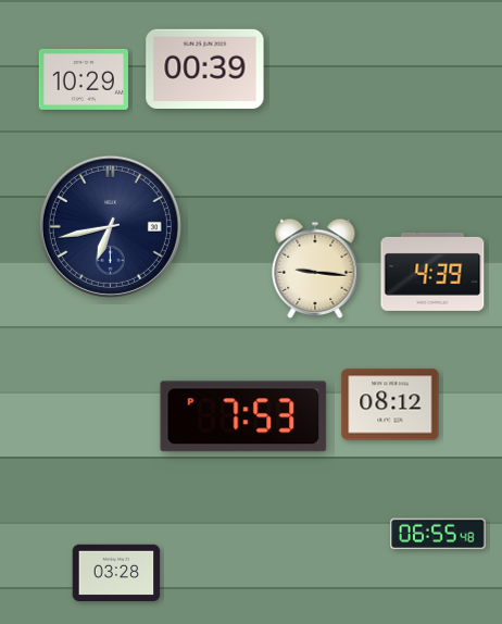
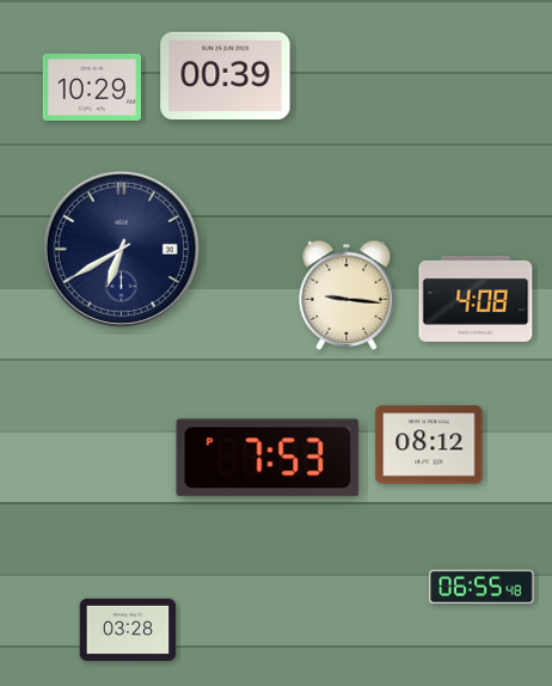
clock at (110, 226): 6:43 -> 6:40
clock at (432, 272): 4:39 -> 4:08
